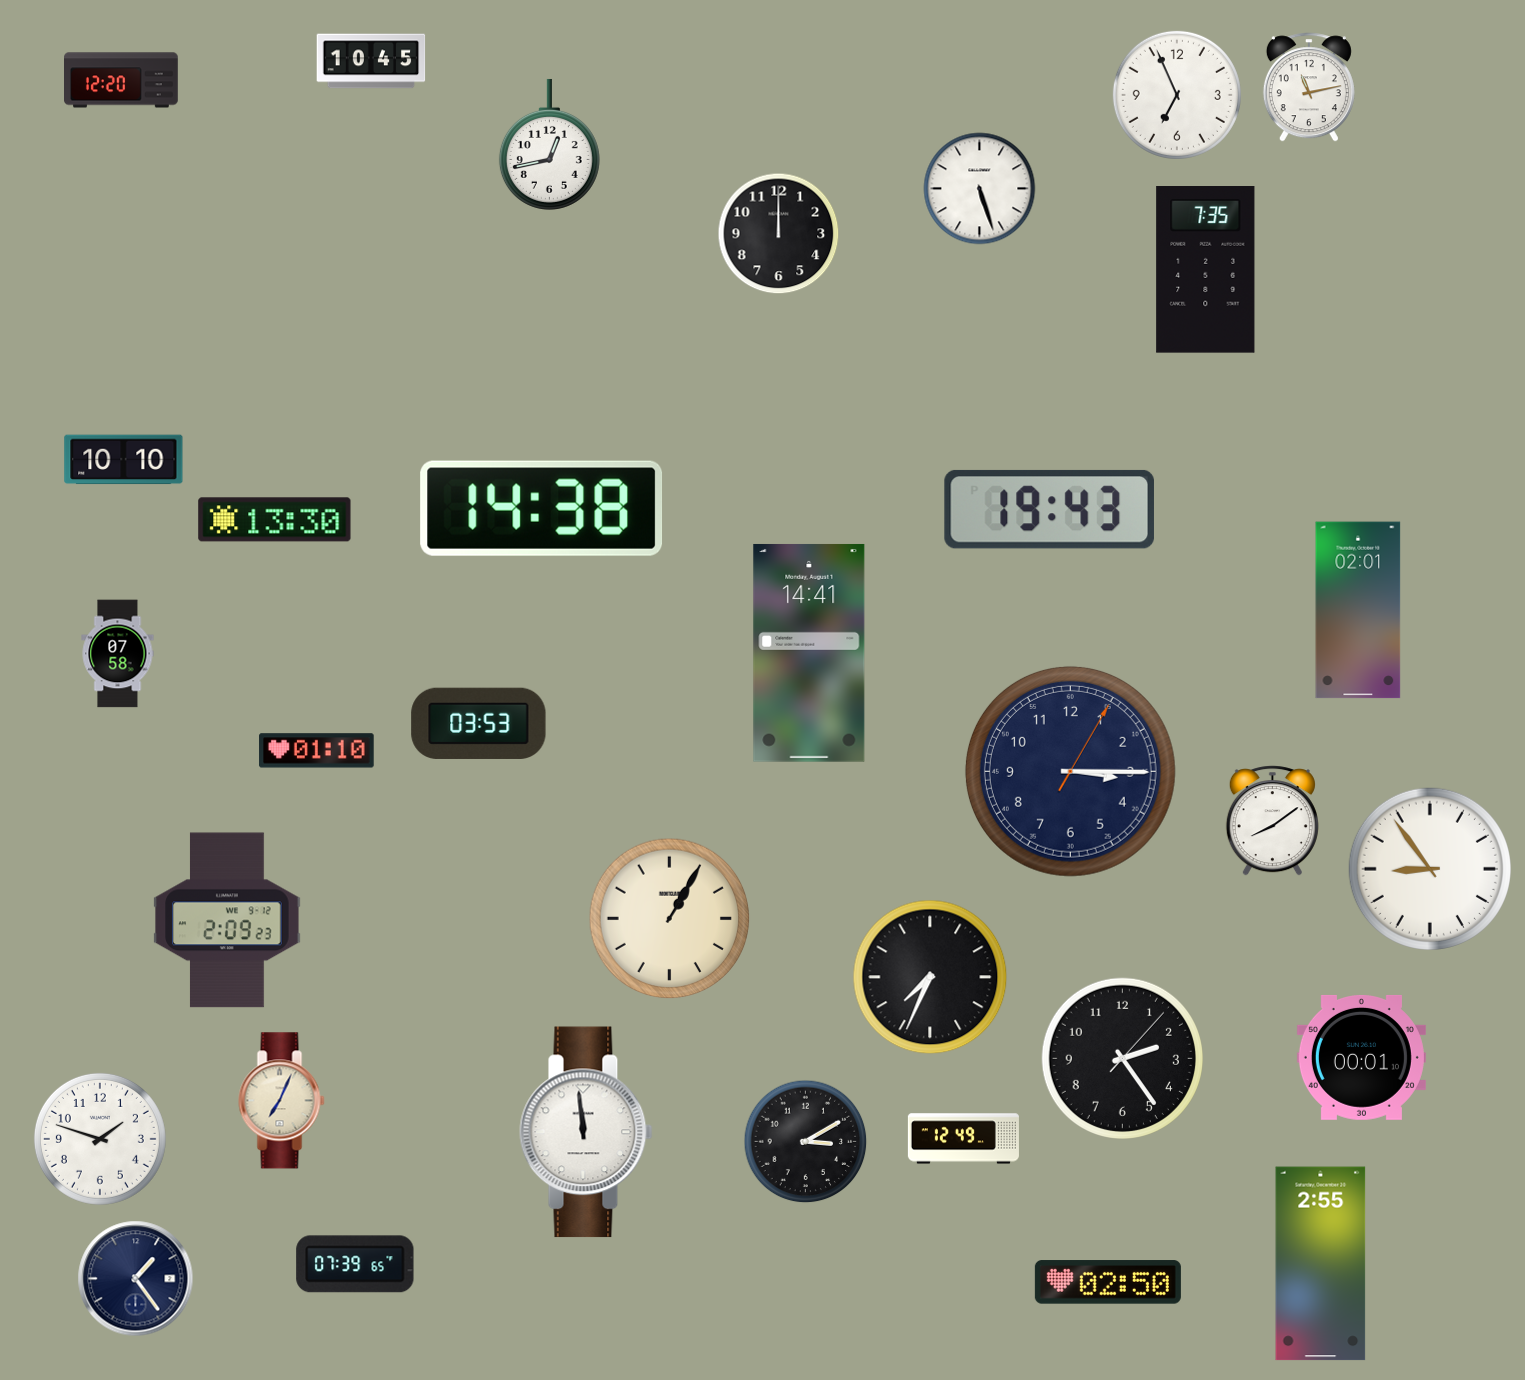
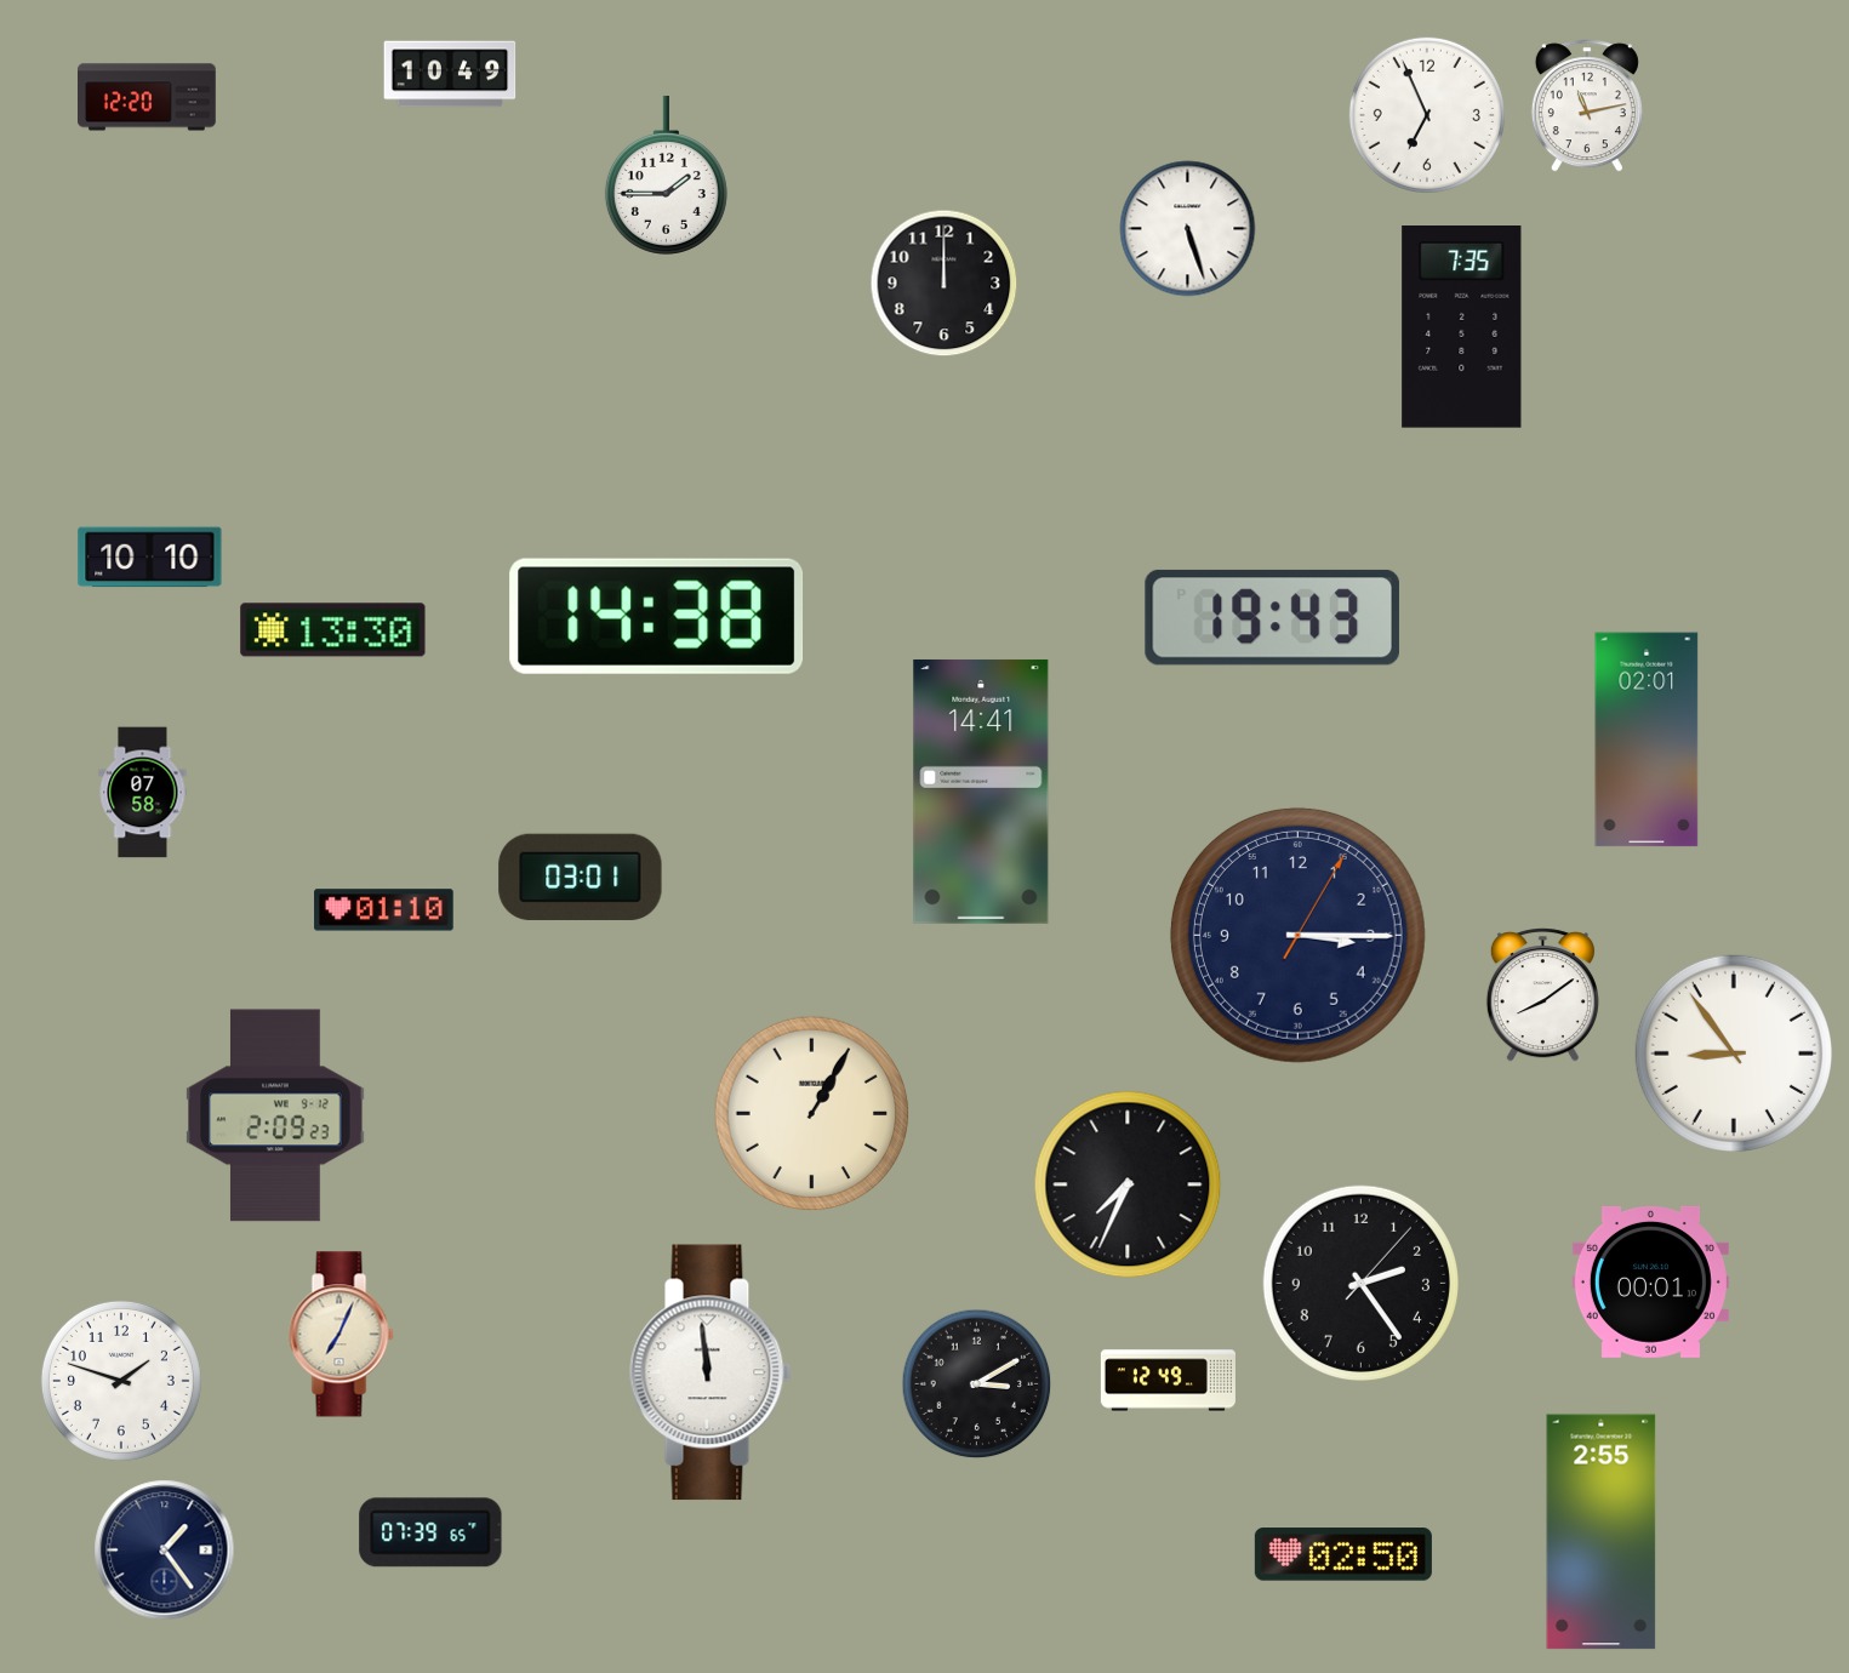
clock at (371, 61): 10:45 -> 10:49
clock at (549, 144): 12:43 -> 1:45
clock at (479, 723): 03:53 -> 03:01
